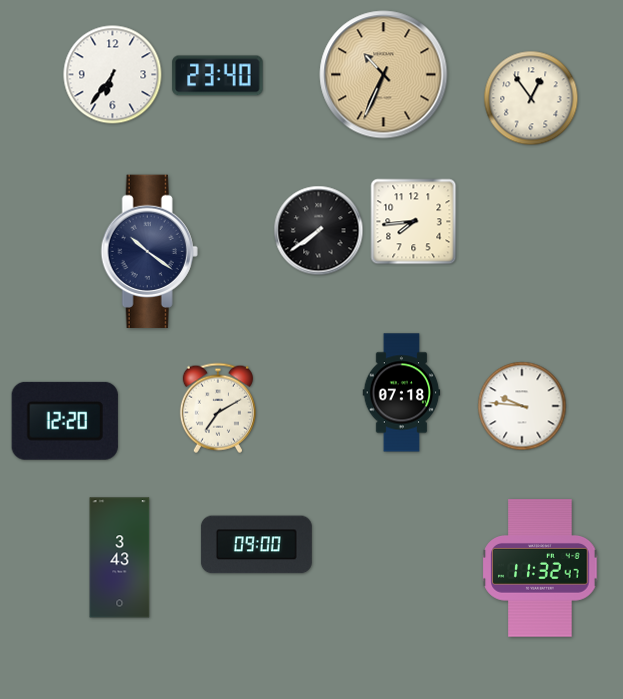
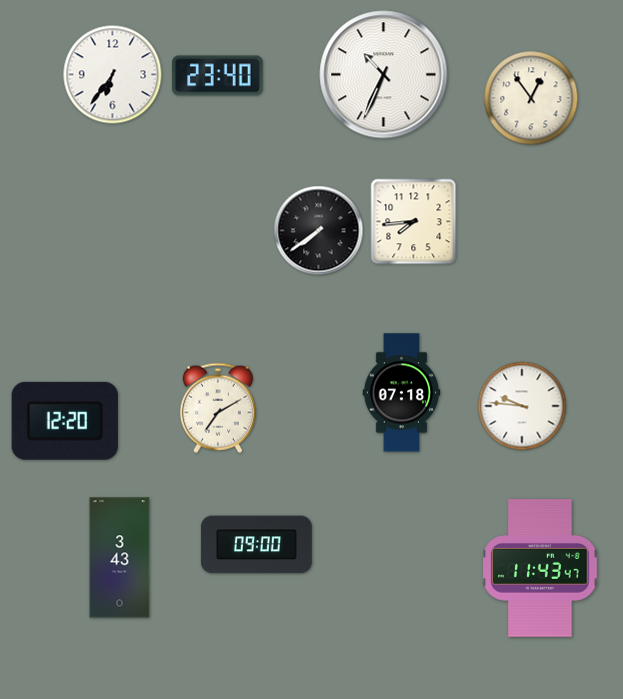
clock at (384, 75) dial: champagne -> white
clock at (149, 252): 10:21 -> none
clock at (540, 568): 11:32 -> 11:43
